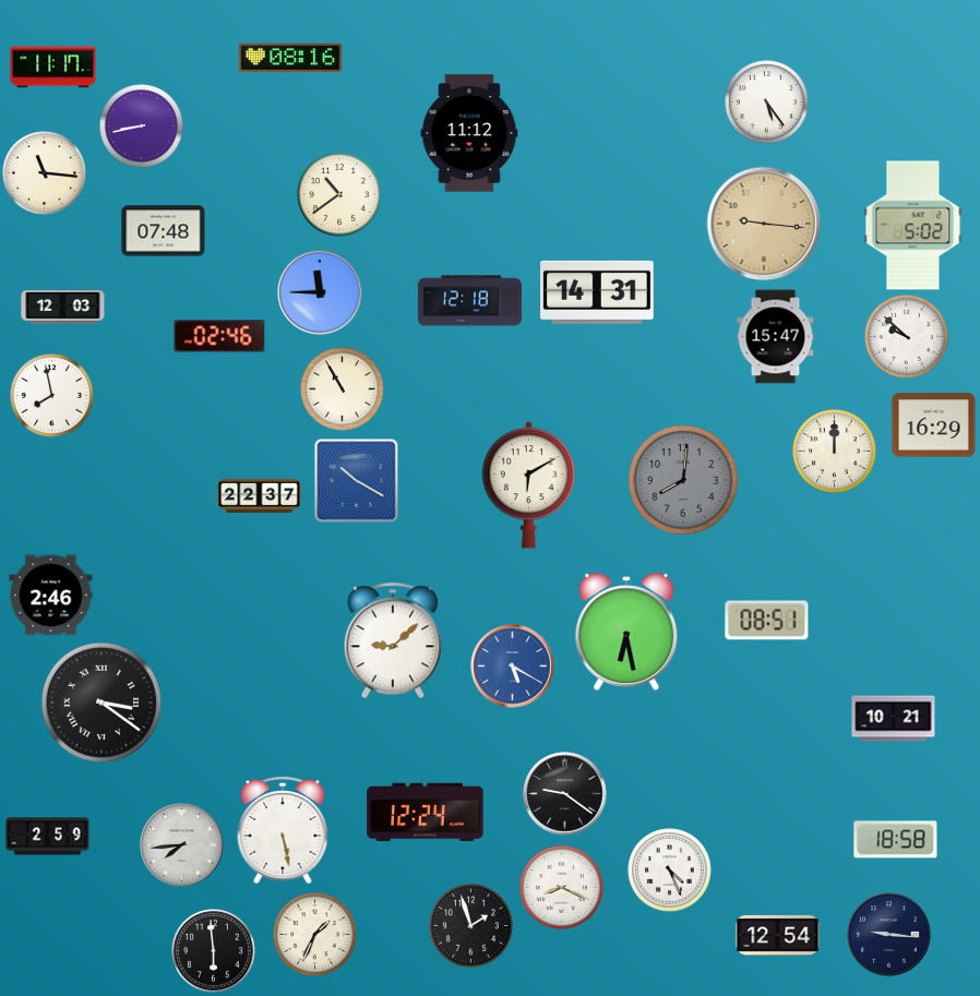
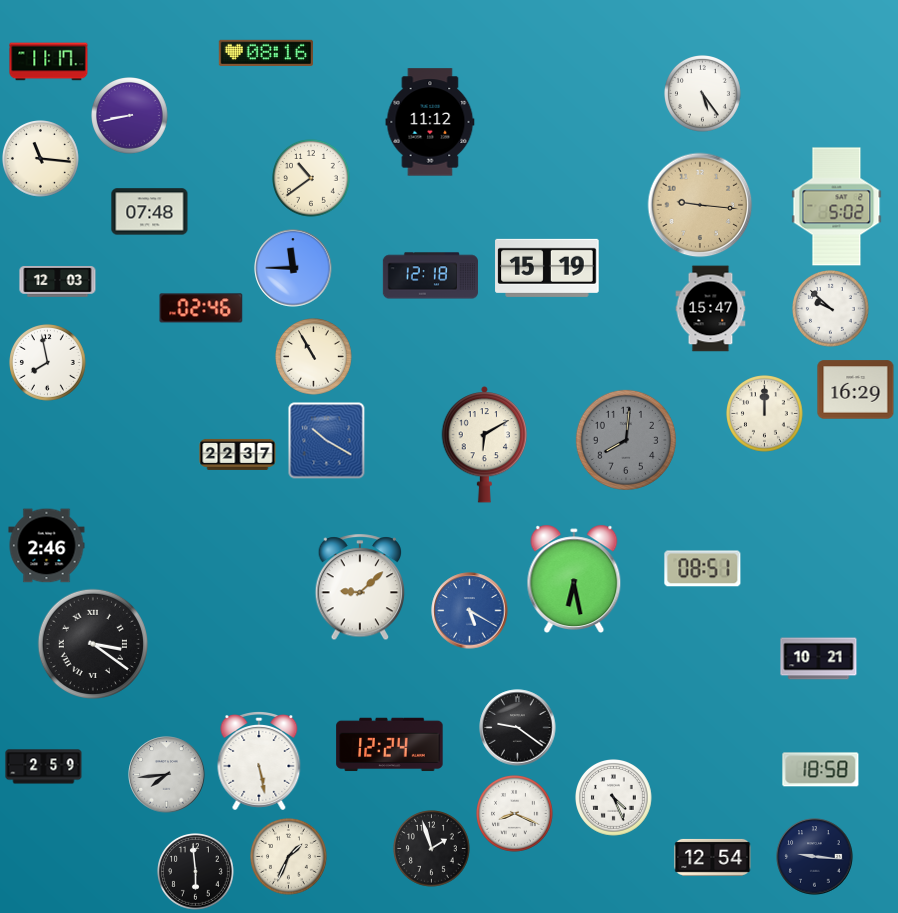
clock at (597, 292): 14:31 -> 15:19
